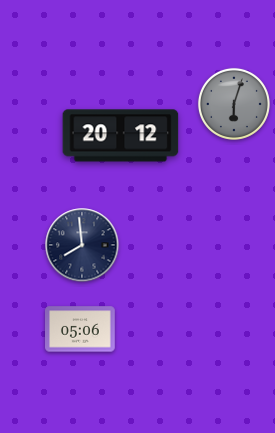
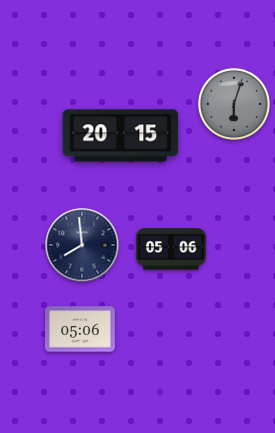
clock at (121, 136): 20:12 -> 20:15
clock at (172, 249): none -> 05:06
